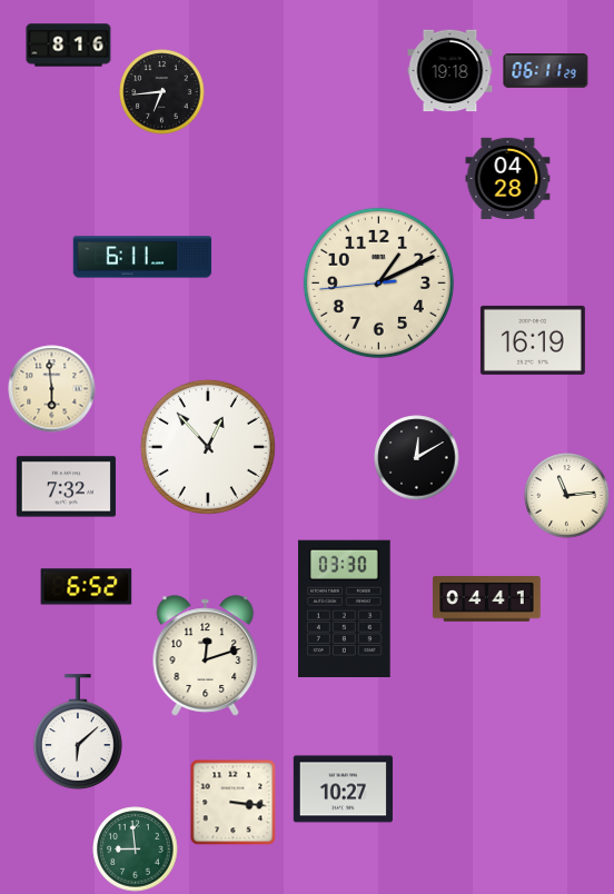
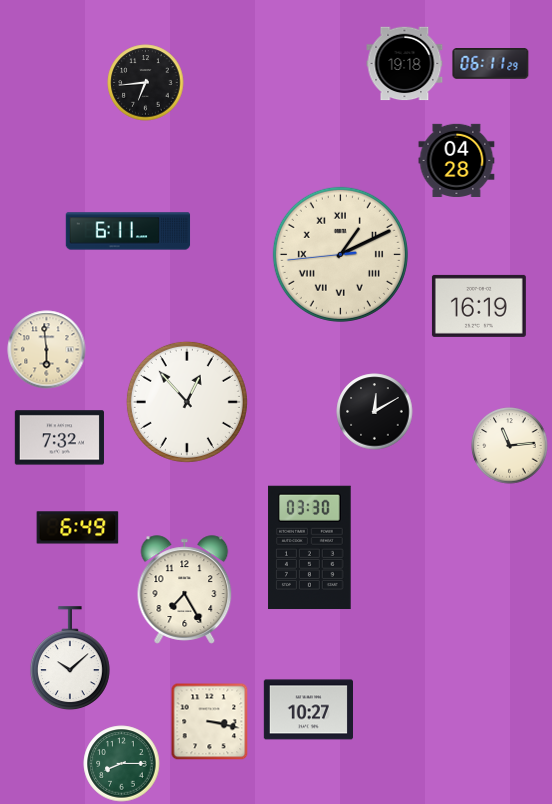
clock at (69, 46): 8:16 -> none
clock at (378, 282) numerals: Arabic -> Roman
clock at (87, 587): 6:52 -> 6:49
clock at (487, 599): 04:41 -> none
clock at (206, 656): 12:12 -> 7:25
clock at (78, 733): 6:08 -> 10:08
clock at (232, 802): 3:16 -> 3:17
clock at (136, 850): 8:59 -> 8:15
